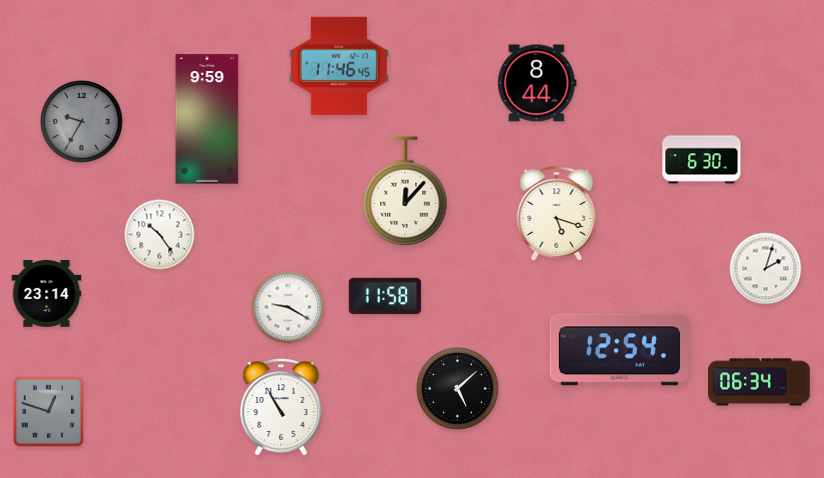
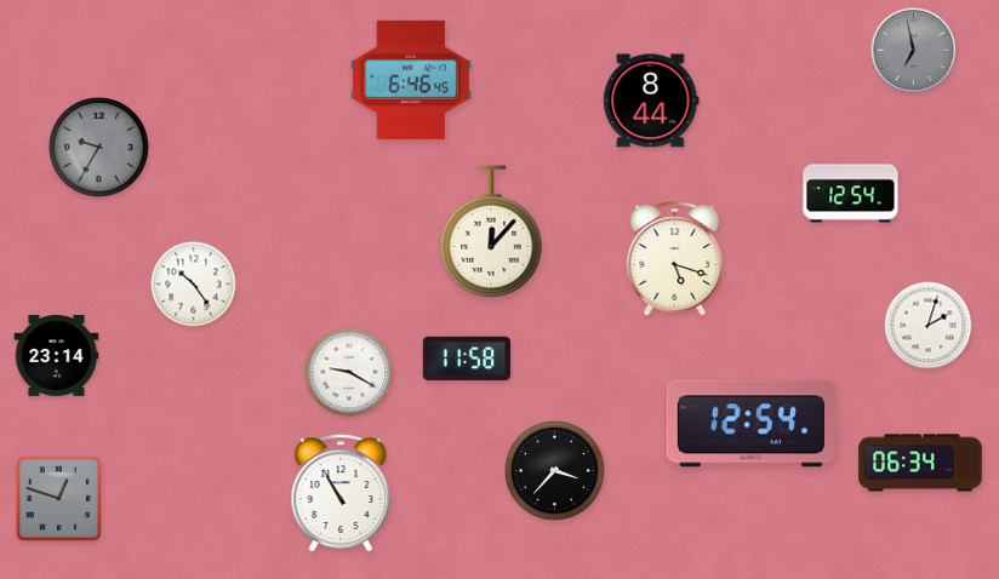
clock at (914, 51): none -> 6:58
clock at (339, 66): 11:46 -> 6:46
clock at (207, 119): 9:59 -> none
clock at (702, 160): 6:30 -> 12:54
clock at (458, 389): 5:08 -> 3:37
